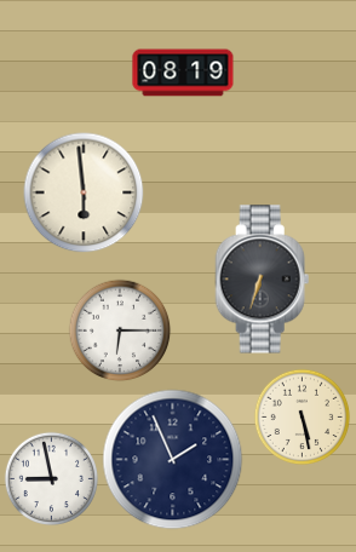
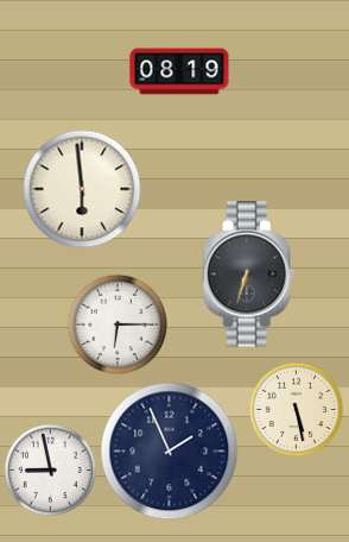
clock at (263, 280) position: (263, 280) -> (249, 275)
